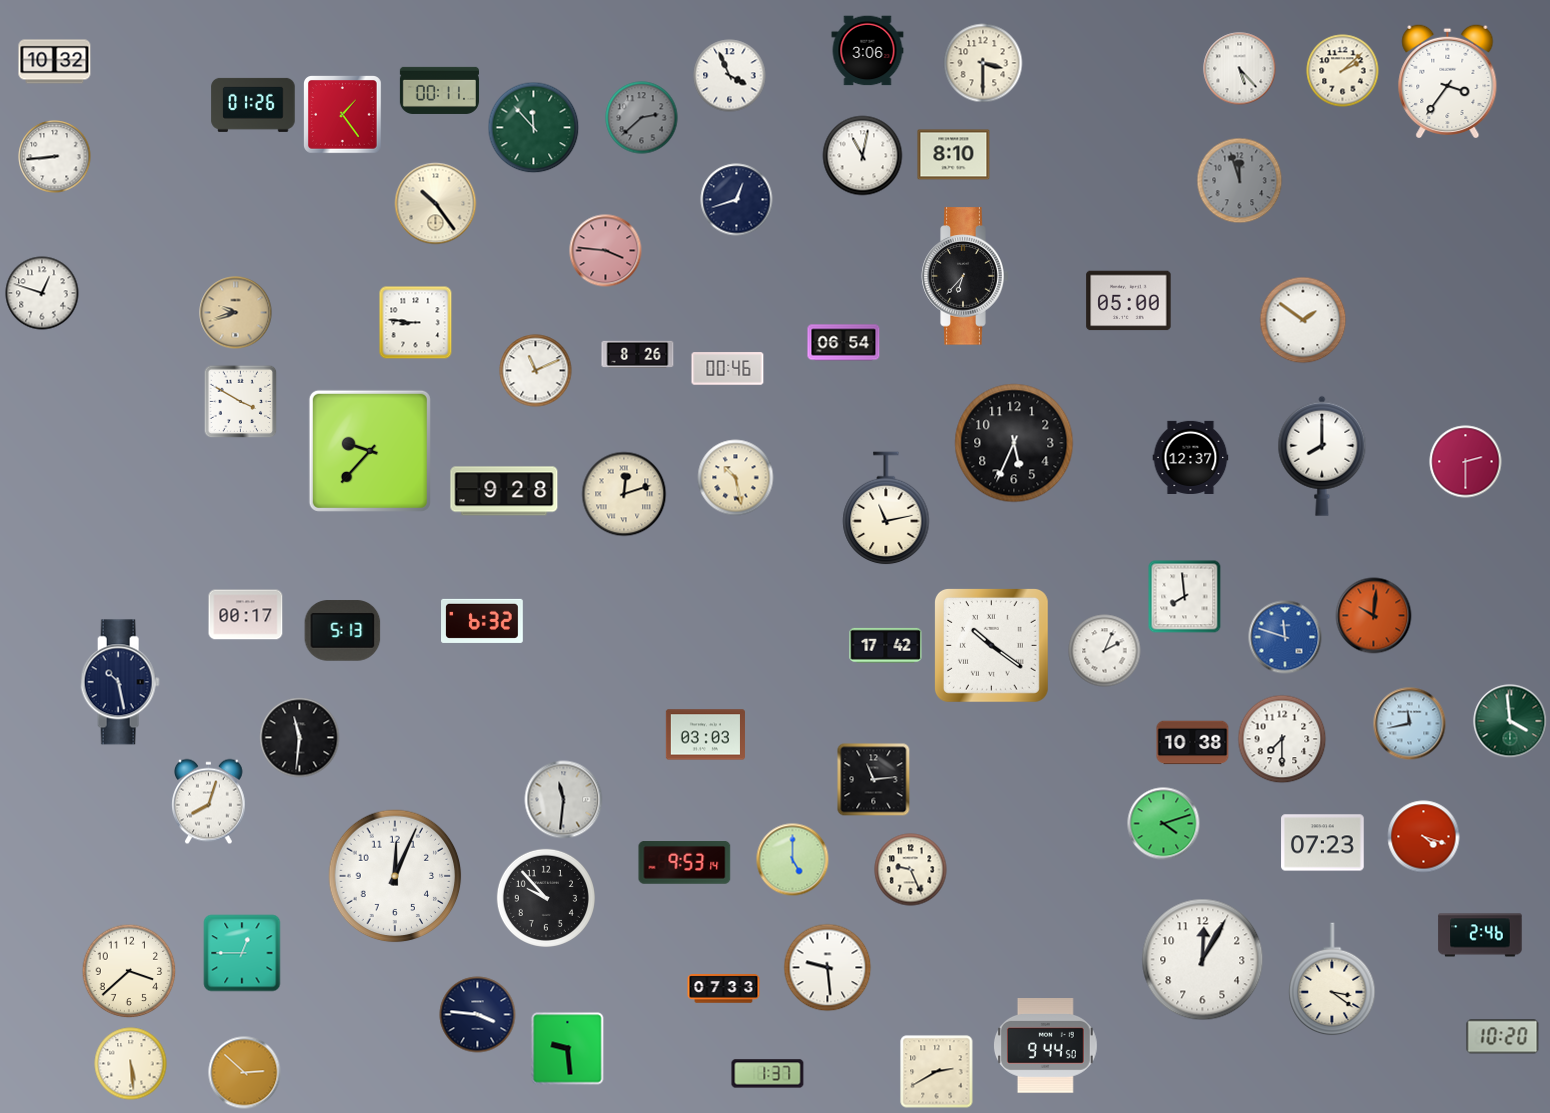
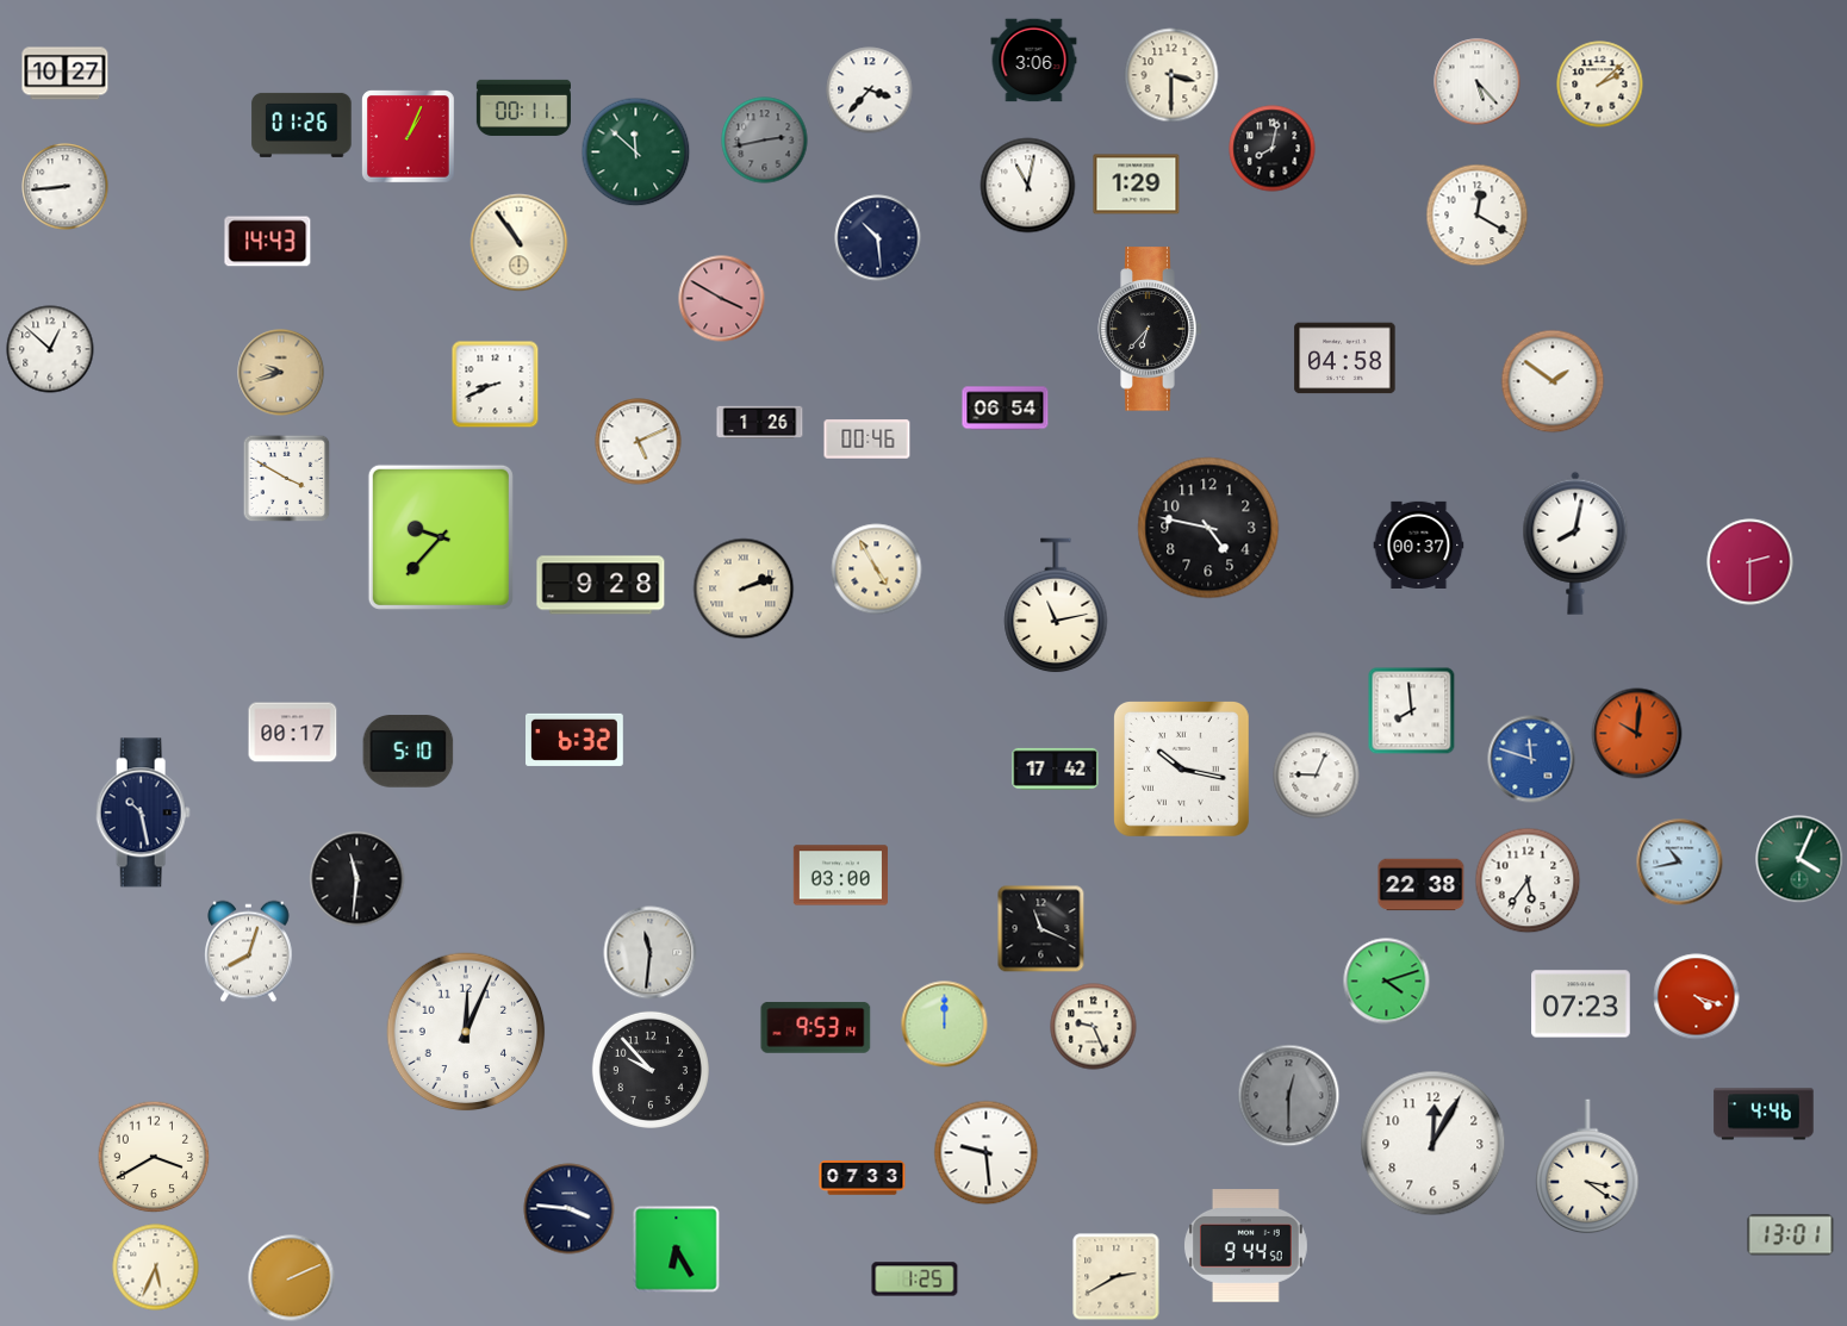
clock at (55, 62): 10:32 -> 10:27
clock at (730, 76): 3:56 -> 3:37
clock at (1448, 80): 3:36 -> none
clock at (343, 115): 1:24 -> 1:04
clock at (642, 118): 2:38 -> 2:43
clock at (1273, 149): none -> 8:02
clock at (534, 128): 11:53 -> 11:52
clock at (954, 155): 8:10 -> 1:29
clock at (1240, 181): 11:57 -> 12:20
clock at (1240, 181) dial: grey -> white
clock at (737, 200): 12:42 -> 10:29
clock at (268, 242): none -> 14:43
clock at (436, 204): 10:24 -> 10:54
clock at (606, 251): 3:46 -> 3:50
clock at (42, 293): 12:48 -> 12:52
clock at (1129, 301): 05:00 -> 04:58
clock at (416, 323): 8:46 -> 8:41
clock at (638, 354): 8:26 -> 1:26
clock at (536, 371): 11:11 -> 5:11
clock at (1014, 443): 5:34 -> 4:47
clock at (1322, 456): 8:00 -> 8:02
clock at (1191, 457): 12:37 -> 00:37
clock at (1466, 462) position: (1466, 462) -> (1750, 562)
clock at (736, 478): 10:28 -> 4:55
clock at (624, 494): 12:12 -> 2:12
clock at (343, 631): 5:13 -> 5:10
clock at (991, 645): 10:21 -> 10:17
clock at (1105, 651): 2:04 -> 9:04
clock at (1510, 721): 3:59 -> 4:04
clock at (1410, 724): 11:43 -> 10:43
clock at (705, 735): 03:03 -> 03:00
clock at (1282, 739): 7:30 -> 5:36
clock at (1193, 743): 10:38 -> 22:38
clock at (874, 780): 11:14 -> 11:19
clock at (564, 800) position: (564, 800) -> (651, 953)
clock at (209, 802) position: (209, 802) -> (249, 952)
clock at (1323, 843) position: (1323, 843) -> (1581, 1004)
clock at (793, 860): 5:00 -> 12:00
clock at (911, 870) position: (911, 870) -> (1094, 1027)
clock at (395, 876) position: (395, 876) -> (466, 1032)
clock at (1289, 1096): none -> 12:30
clock at (1480, 935): 2:46 -> 4:46
clock at (242, 953): 12:45 -> none
clock at (129, 971): 3:38 -> 3:40
clock at (1503, 1037): 10:20 -> 13:01
clock at (568, 1049): 9:29 -> 6:25
clock at (131, 1064): 5:29 -> 5:34
clock at (245, 1073): 2:52 -> 2:11
clock at (768, 1074): 1:37 -> 1:25
